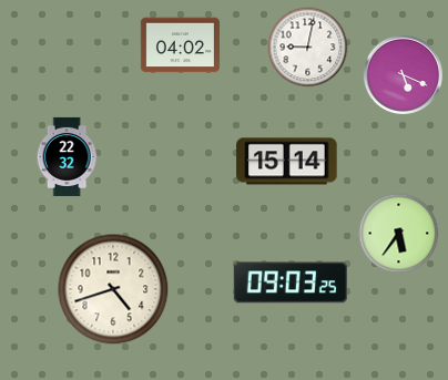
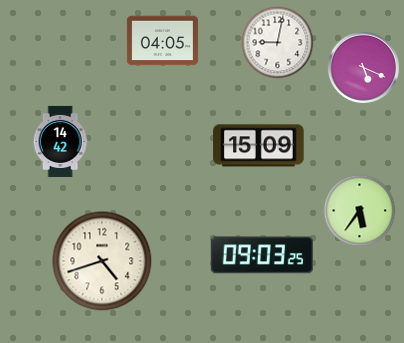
clock at (180, 45): 04:02 -> 04:05
clock at (67, 156): 22:32 -> 14:42
clock at (287, 162): 15:14 -> 15:09
